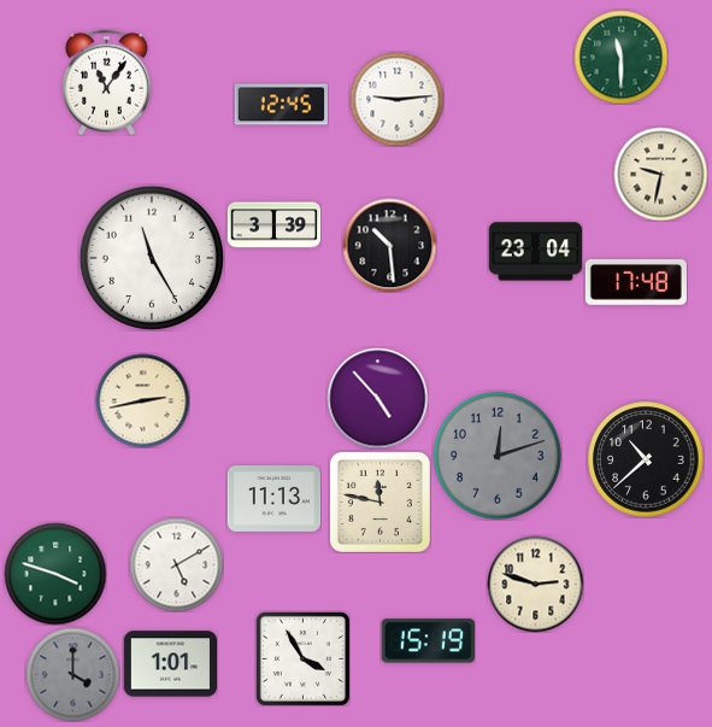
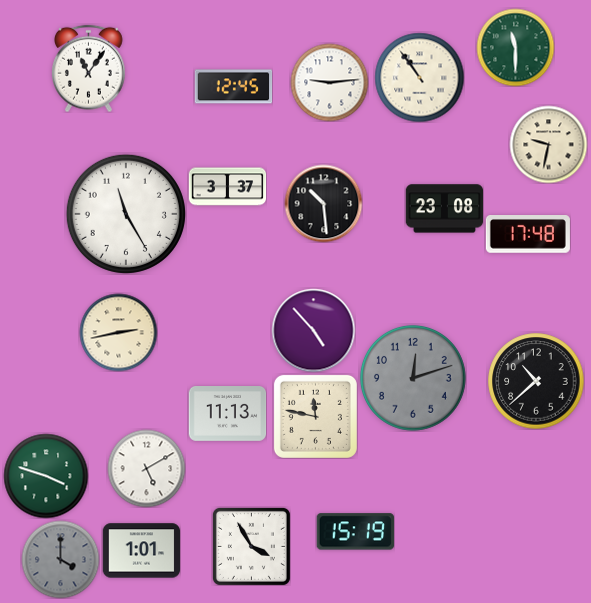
clock at (419, 77): none -> 10:54
clock at (273, 225): 3:39 -> 3:37
clock at (535, 252): 23:04 -> 23:08
clock at (535, 584): 2:48 -> none
